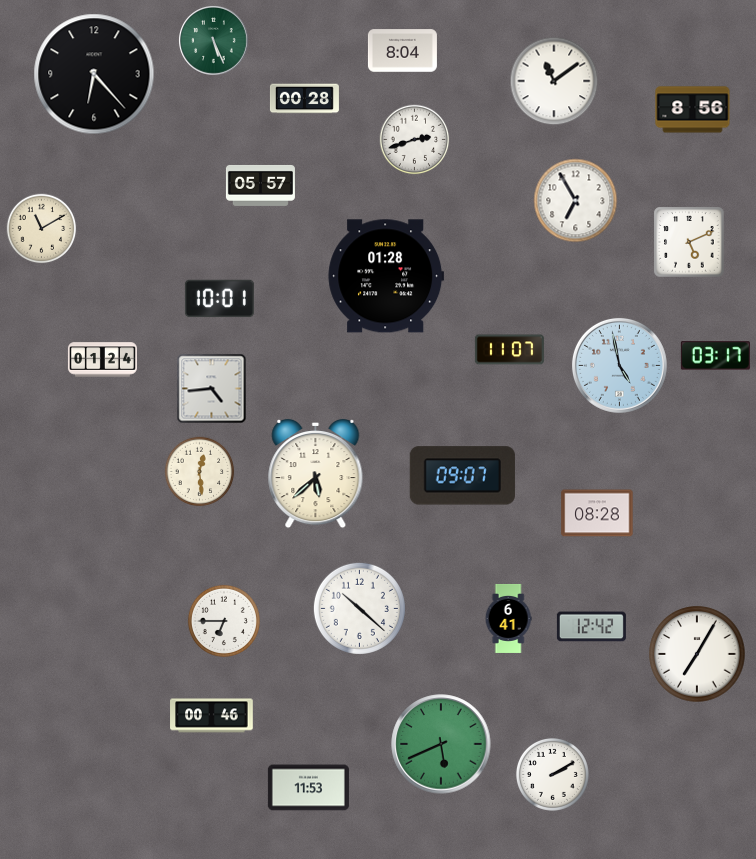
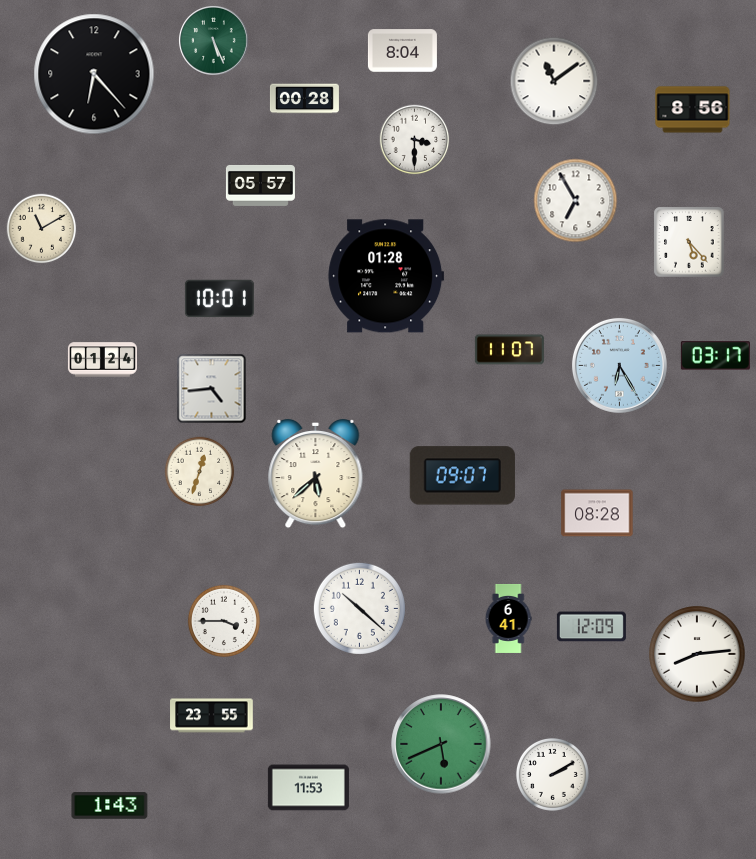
clock at (415, 140): 2:42 -> 3:30
clock at (689, 242): 5:11 -> 5:23
clock at (619, 365): 4:58 -> 6:25
clock at (200, 472): 12:29 -> 12:33
clock at (224, 621): 6:45 -> 3:45
clock at (591, 627): 12:42 -> 12:09
clock at (697, 654): 7:05 -> 8:14
clock at (212, 716): 00:46 -> 23:55
clock at (110, 806): none -> 1:43
